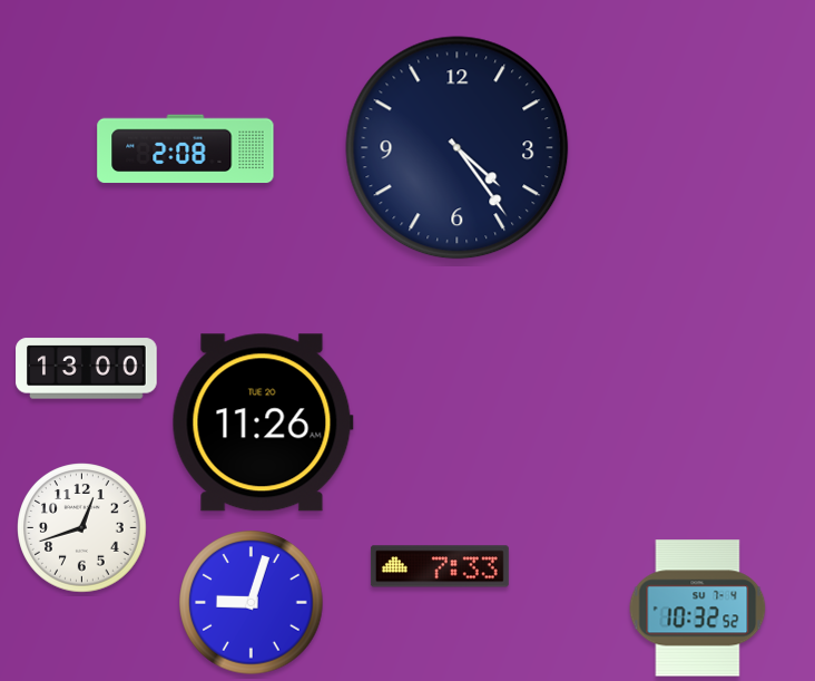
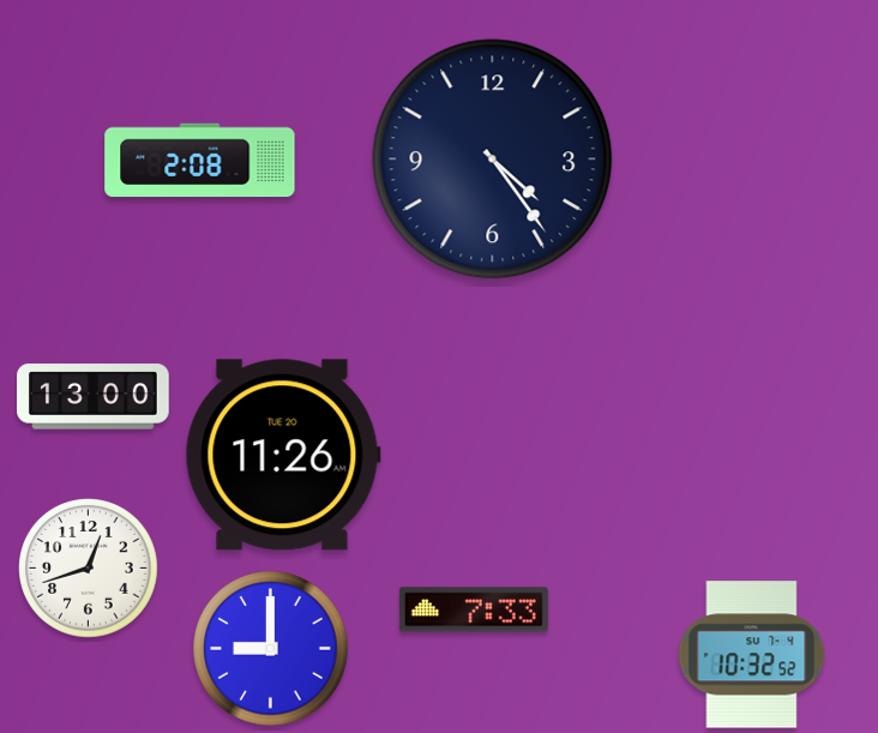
clock at (252, 603): 9:03 -> 9:00
